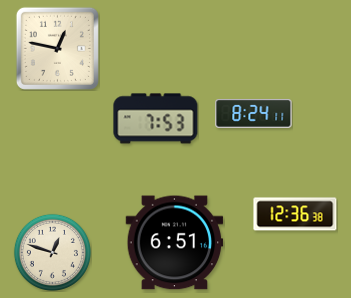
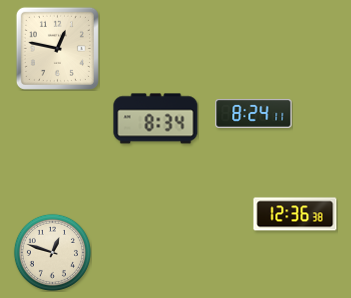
clock at (156, 119): 7:53 -> 8:34
clock at (175, 243): 6:51 -> none
